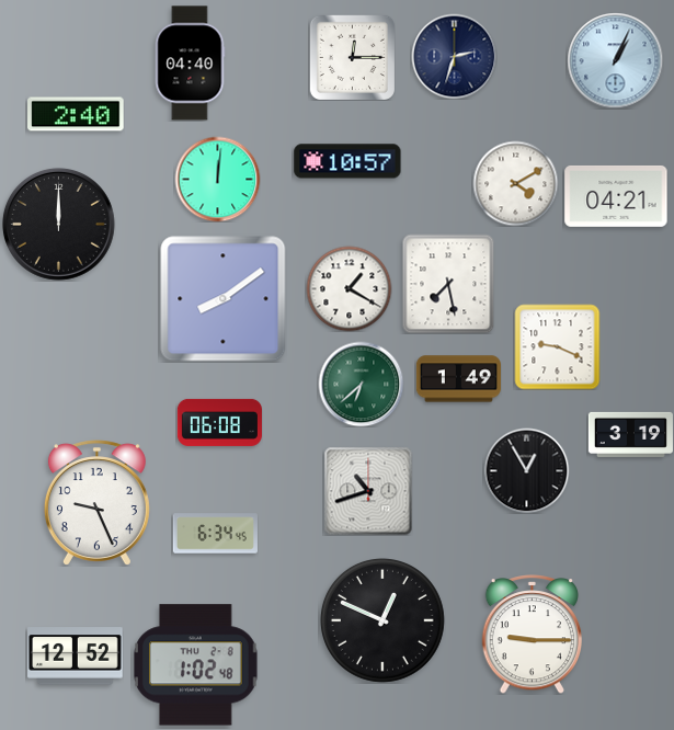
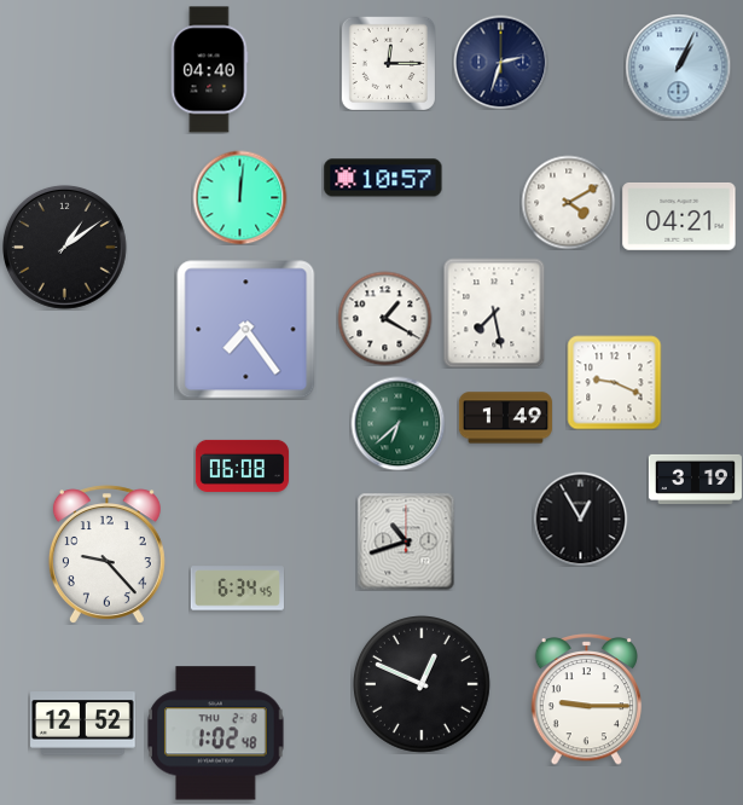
clock at (76, 114): 2:40 -> none
clock at (59, 225): 12:00 -> 1:09
clock at (224, 299): 8:09 -> 7:24
clock at (96, 503): 9:26 -> 9:23
